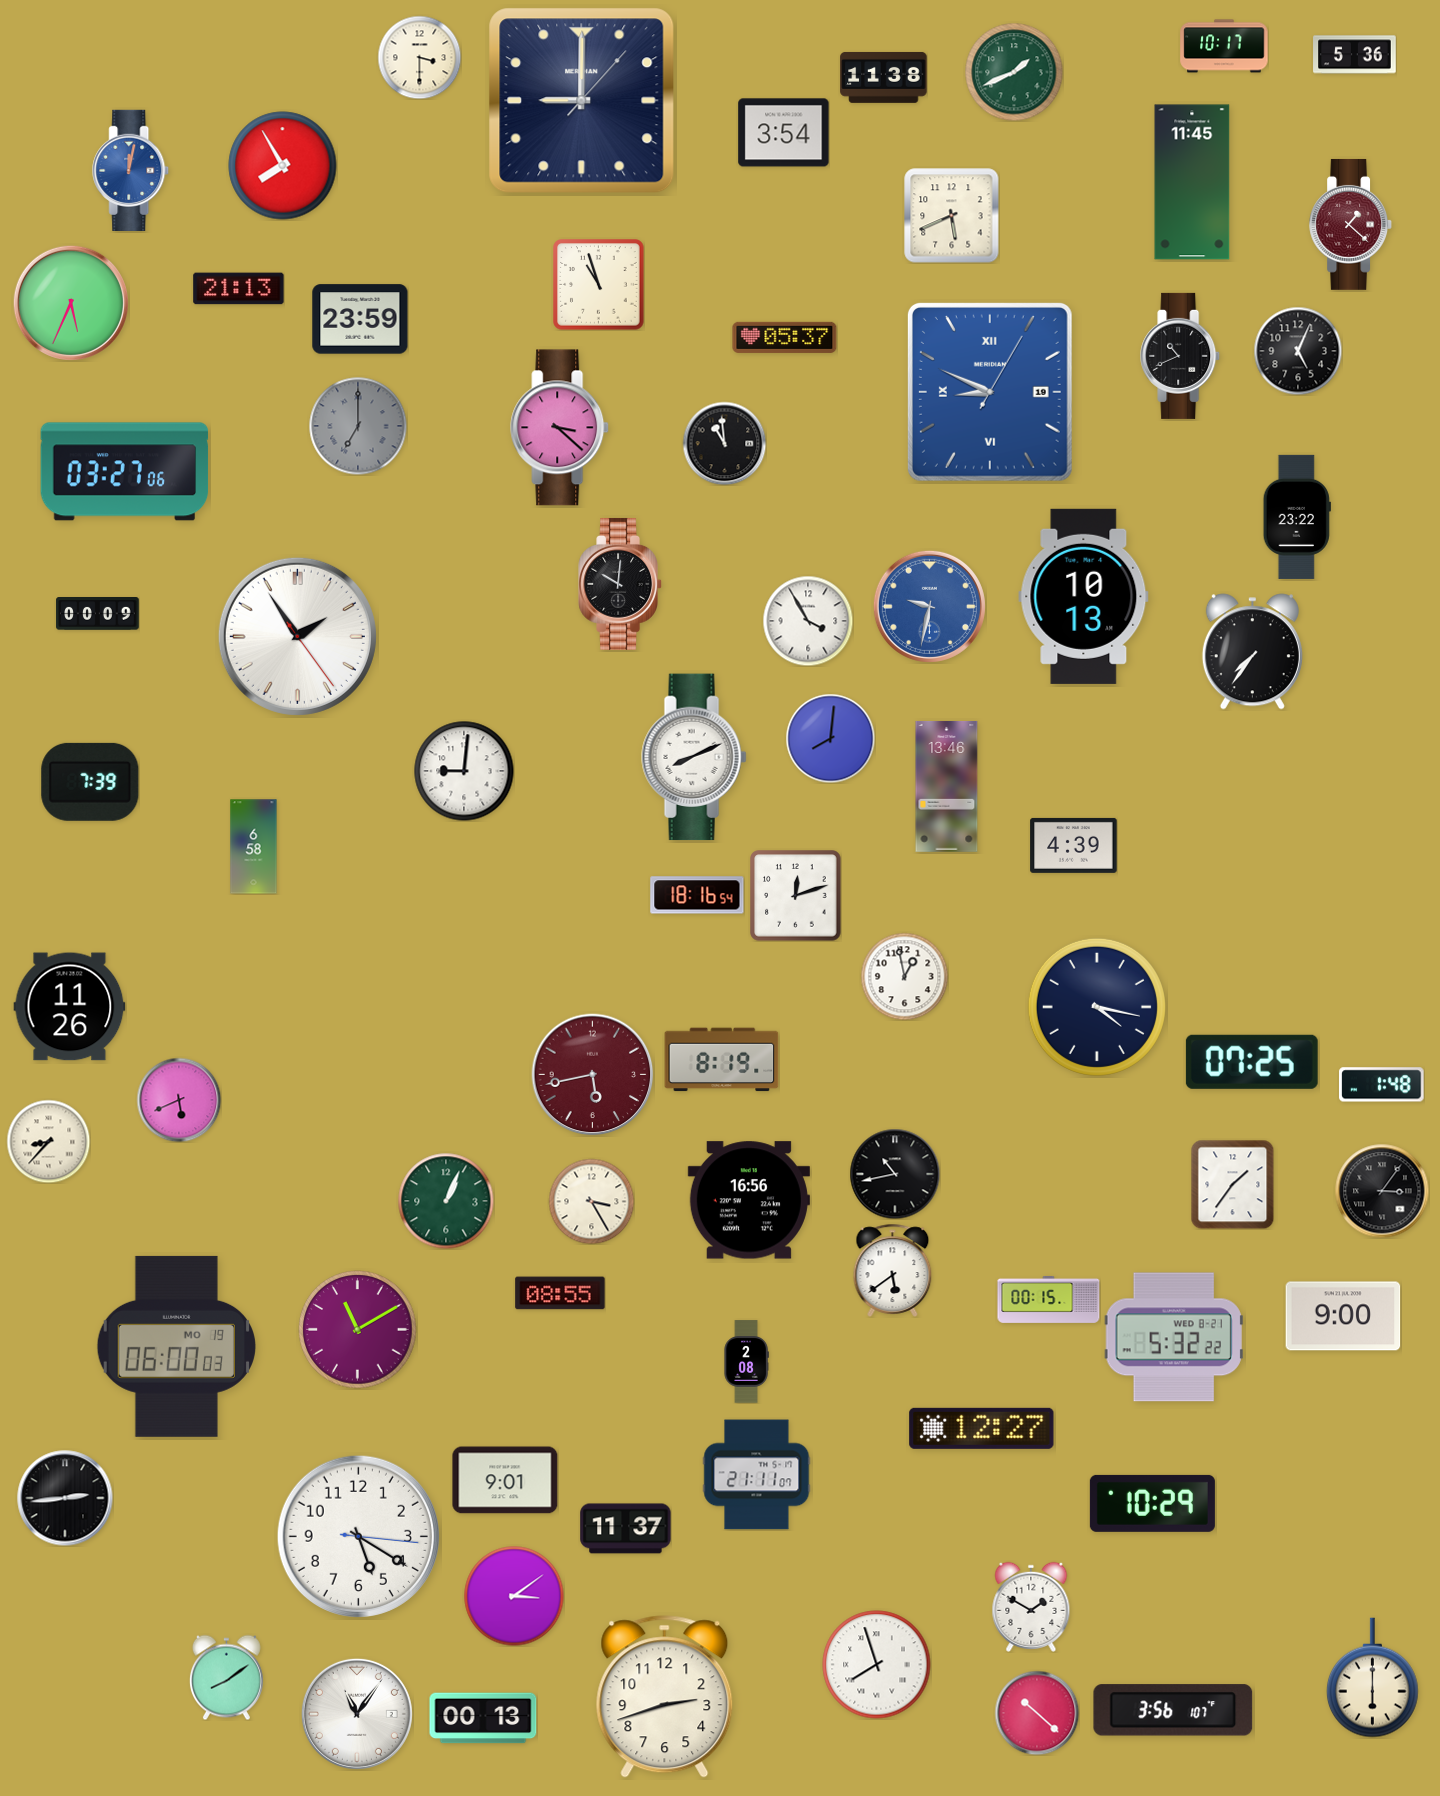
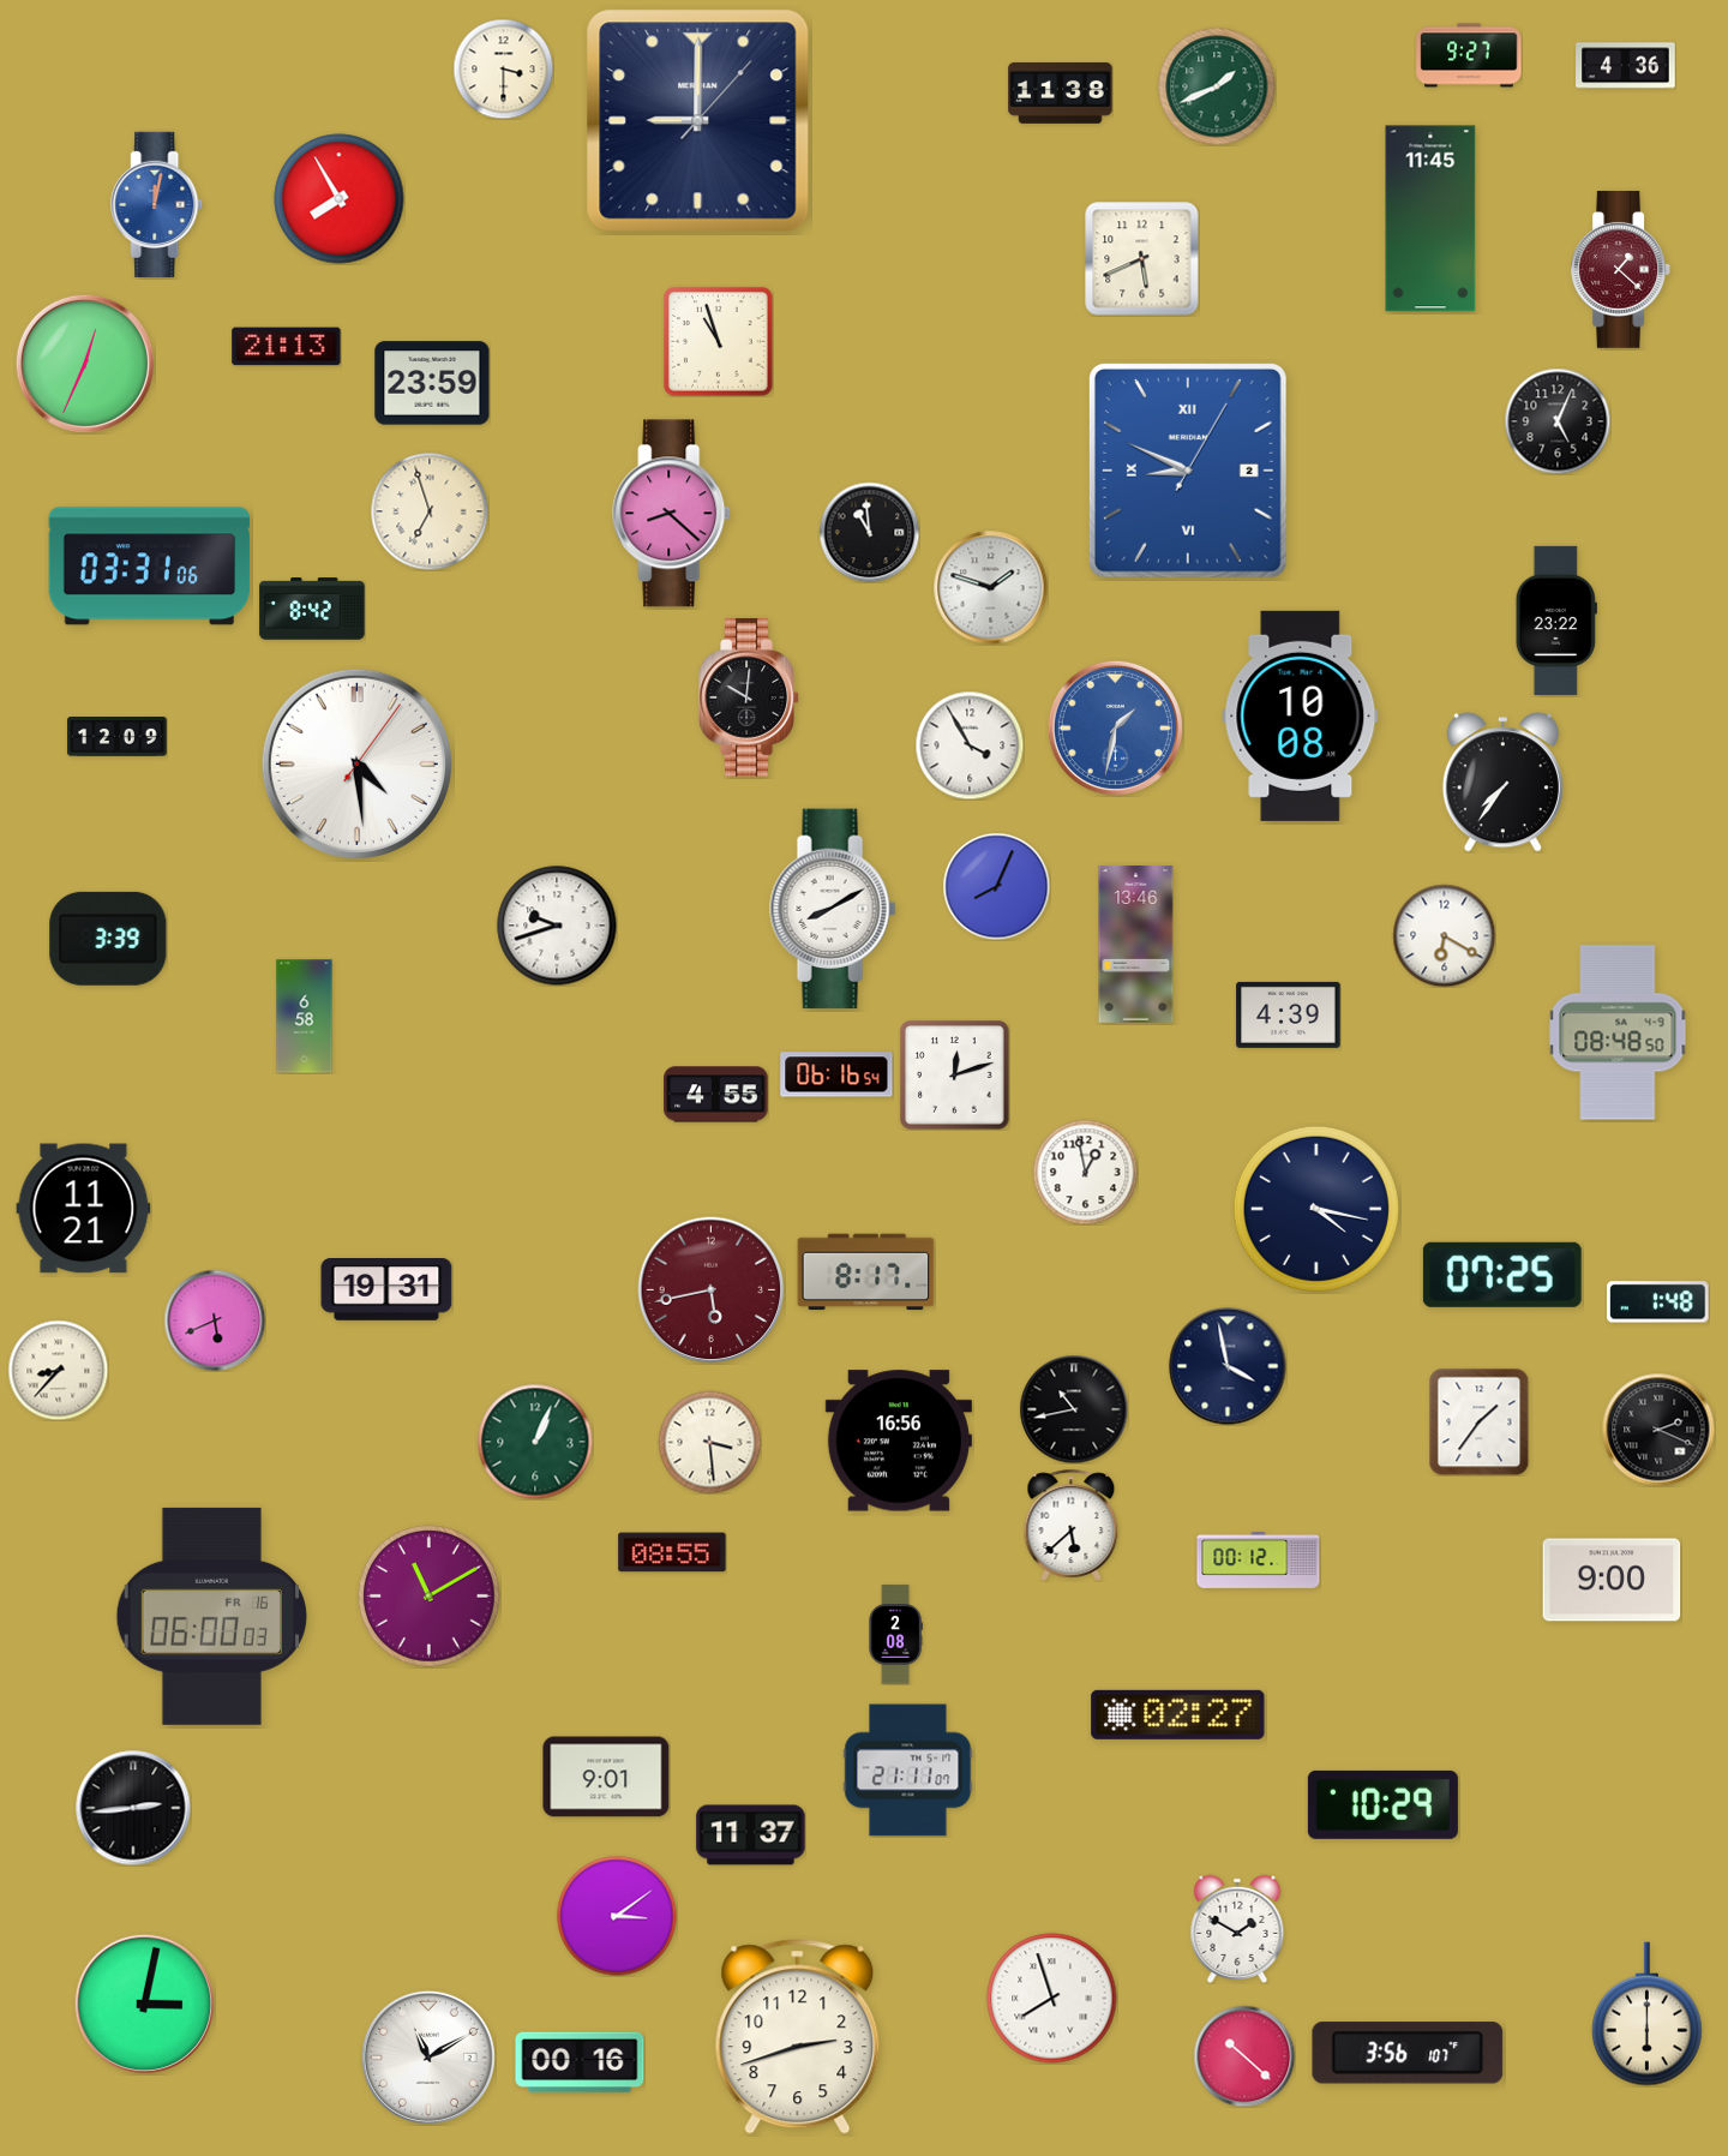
clock at (1224, 46): 10:17 -> 9:27
clock at (1355, 55): 5:36 -> 4:36
clock at (784, 133): 3:54 -> none
clock at (71, 303): 5:34 -> 12:34
clock at (785, 337): 05:37 -> none
clock at (1181, 356): 10:41 -> none
clock at (990, 392) date: 19 -> 2
clock at (358, 426): 7:00 -> 6:57
clock at (358, 426) dial: grey -> cream
clock at (560, 428): 3:22 -> 8:22
clock at (125, 472): 03:27 -> 03:31
clock at (990, 587): none -> 1:48
clock at (312, 609): none -> 8:42
clock at (620, 584) position: (620, 584) -> (749, 697)
clock at (1084, 596): 10:13 -> 10:08
clock at (929, 606): 9:32 -> 1:32
clock at (98, 614): 00:09 -> 12:09
clock at (297, 636): 1:54 -> 4:29
clock at (830, 738): 8:01 -> 8:04
clock at (694, 757): 8:11 -> 8:10
clock at (464, 771): 9:01 -> 9:42
clock at (1444, 935): none -> 6:20
clock at (90, 782): 7:39 -> 3:39
clock at (1618, 1032): none -> 08:48
clock at (697, 895): 18:16 -> 06:16
clock at (716, 1095): none -> 4:55
clock at (70, 1007): 11:26 -> 11:21
clock at (722, 1060): 8:19 -> 8:17
clock at (386, 1290): none -> 19:31
clock at (1228, 1366): none -> 3:58
clock at (1382, 1191): 3:06 -> 2:19
clock at (591, 1201): 3:25 -> 3:29
clock at (893, 1270): 5:39 -> 5:38
clock at (1049, 1299): 00:15 -> 00:12
clock at (1174, 1337): 5:32 -> none
clock at (176, 1346) date: MO 19 -> FR 16
clock at (982, 1428): 12:27 -> 02:27
clock at (65, 1498) position: (65, 1498) -> (133, 1808)
clock at (358, 1536): 5:20 -> none
clock at (144, 2004): none -> 3:02
clock at (226, 1677): 8:09 -> none
clock at (357, 1714): 11:06 -> 11:10
clock at (483, 1718): 00:13 -> 00:16
